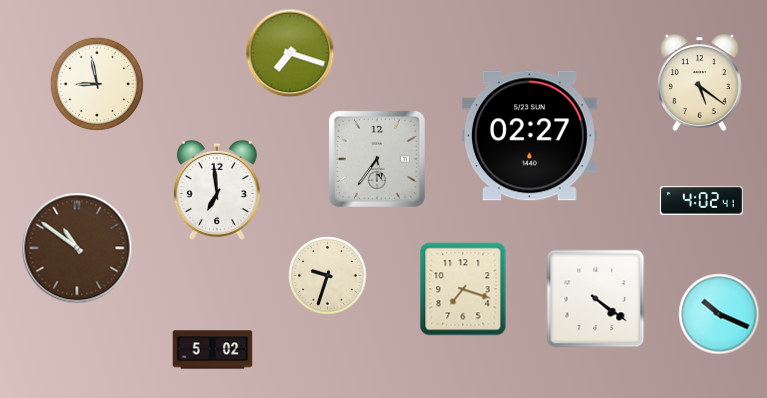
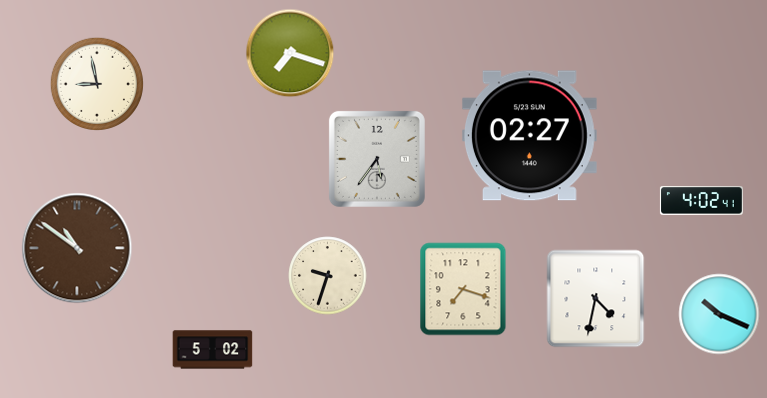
clock at (699, 82): 5:21 -> none
clock at (217, 190): 6:59 -> none
clock at (596, 299): 4:21 -> 4:32
